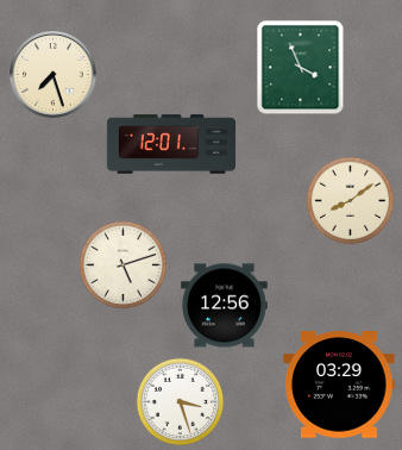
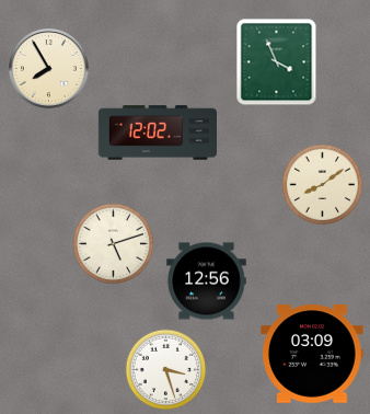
clock at (54, 75): 7:27 -> 7:55
clock at (170, 144): 12:01 -> 12:02
clock at (339, 385): 03:29 -> 03:09
